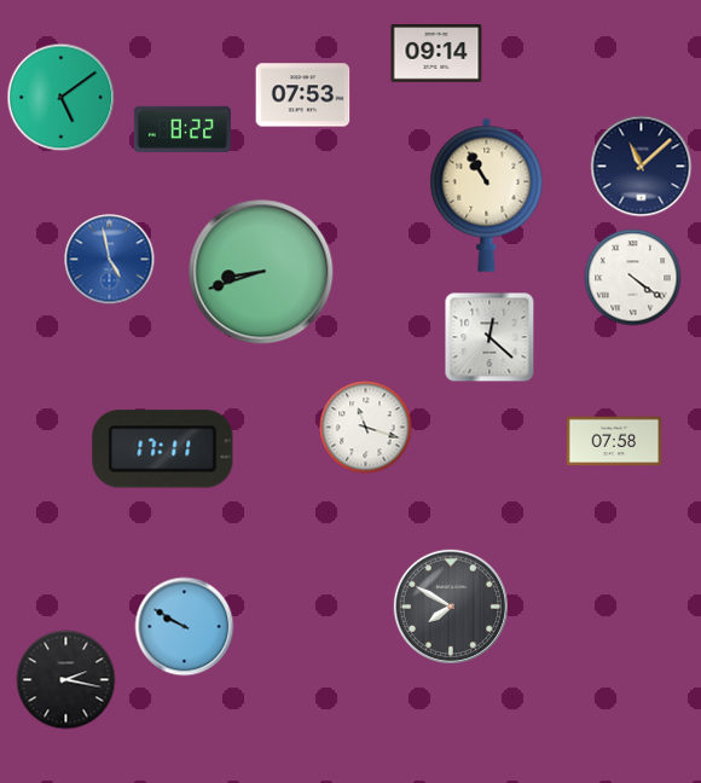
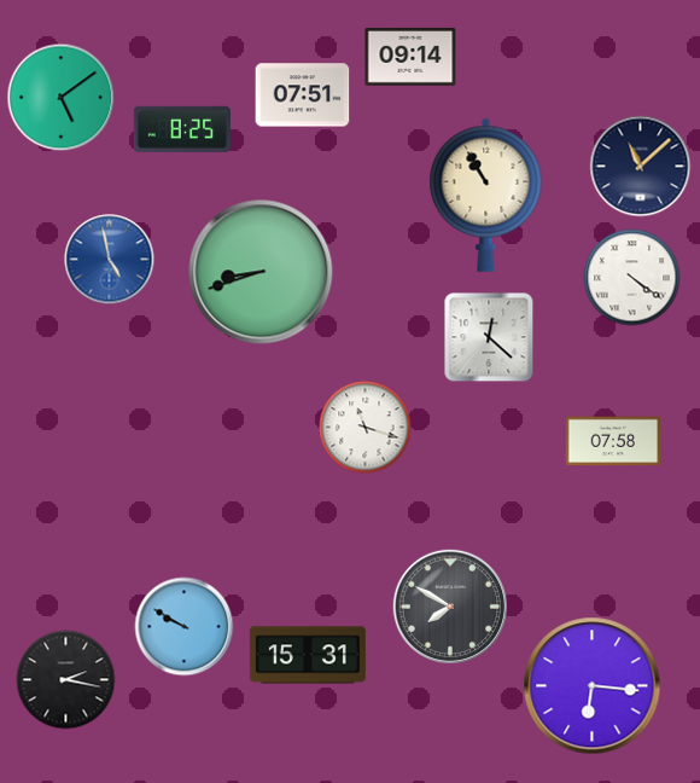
clock at (436, 54) position: (436, 54) -> (410, 58)
clock at (303, 95): 07:53 -> 07:51
clock at (183, 129): 8:22 -> 8:25
clock at (163, 449): 17:11 -> none
clock at (308, 655): none -> 15:31
clock at (593, 686): none -> 6:16
